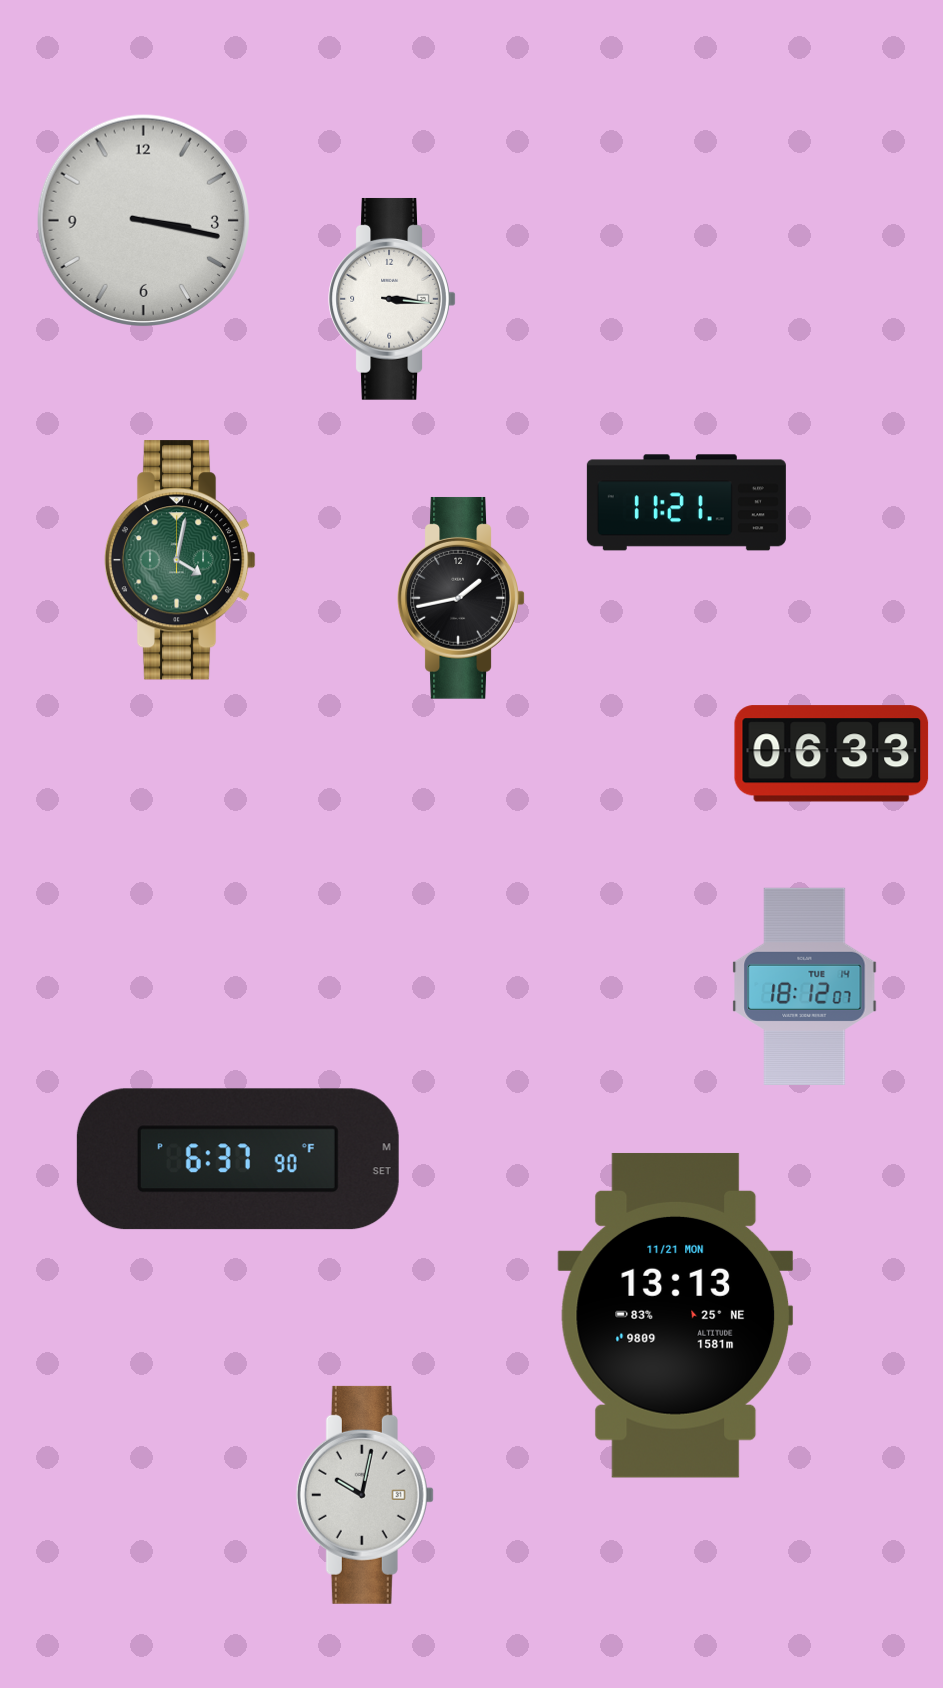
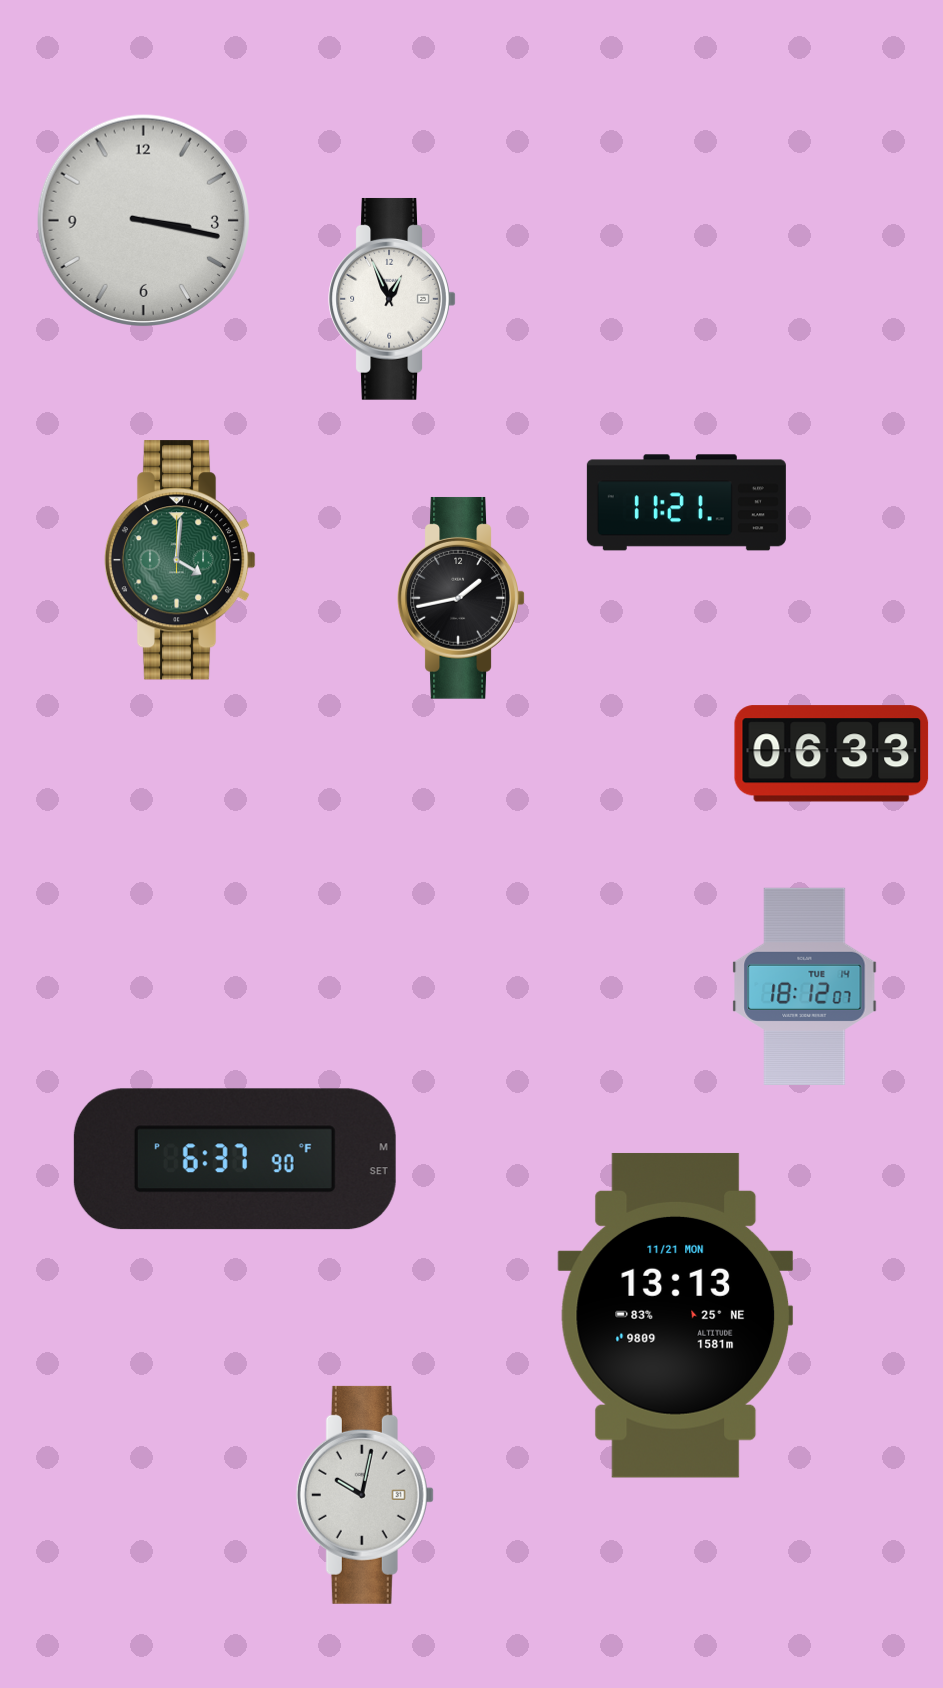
clock at (392, 299): 3:16 -> 12:56
clock at (180, 560): 4:02 -> 4:01
clock at (238, 1159) position: (238, 1159) -> (235, 1159)
